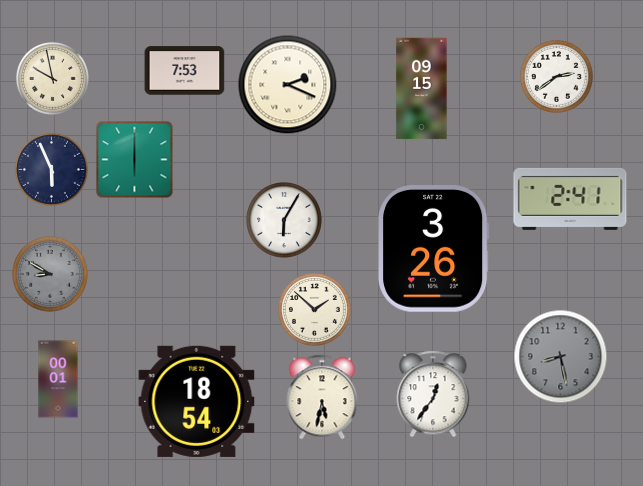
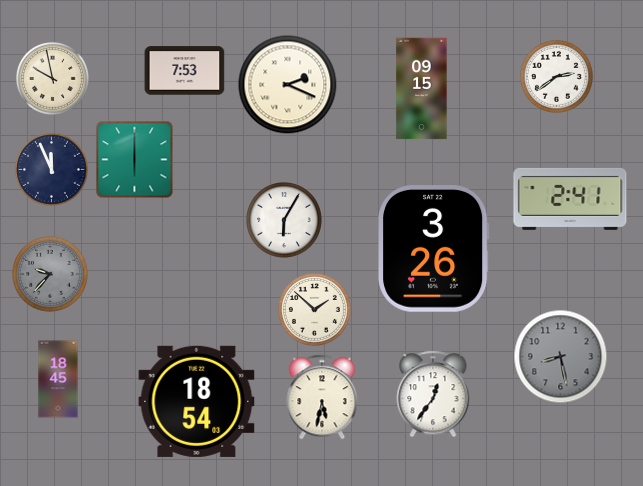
clock at (51, 169): 5:56 -> 11:56
clock at (50, 274): 8:50 -> 9:37
clock at (58, 379): 00:01 -> 18:45
